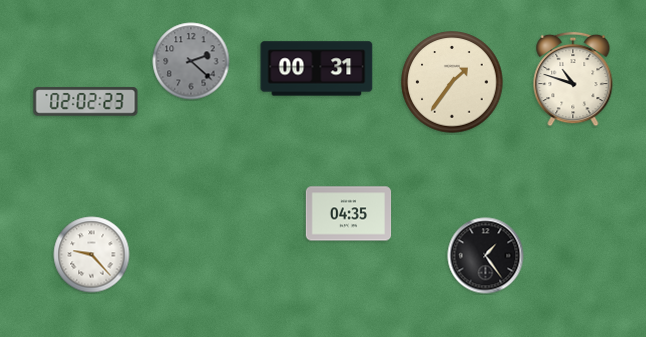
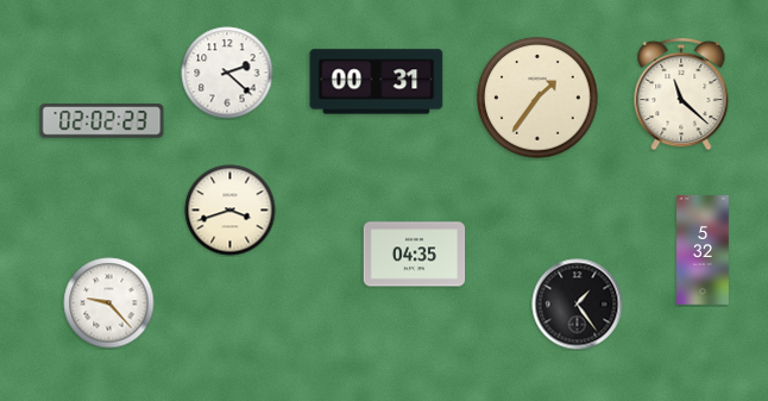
clock at (191, 61) dial: grey -> white
clock at (573, 79): 10:48 -> 11:22
clock at (231, 211): none -> 3:42
clock at (703, 251): none -> 5:32
